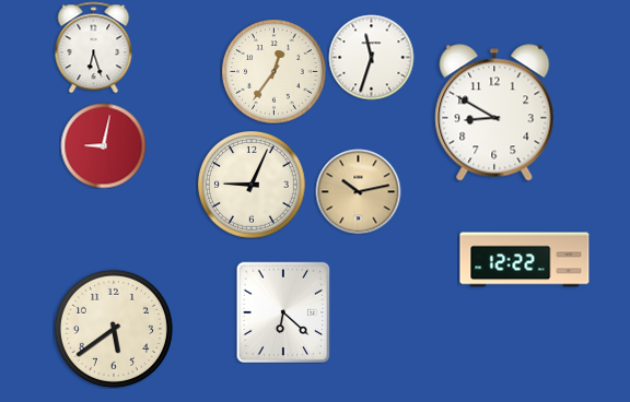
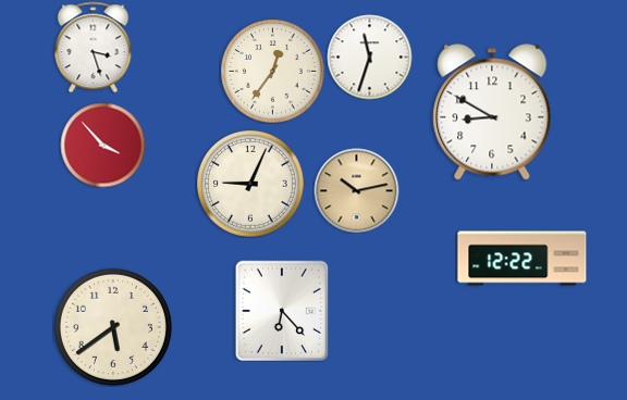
clock at (94, 47): 6:27 -> 3:27
clock at (103, 145): 9:02 -> 3:53
clock at (283, 312): 6:22 -> 6:23
